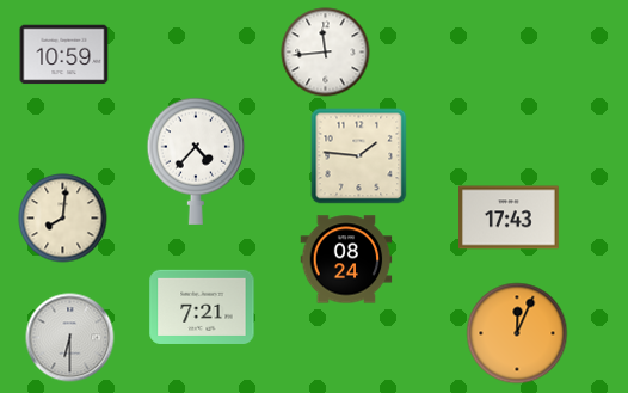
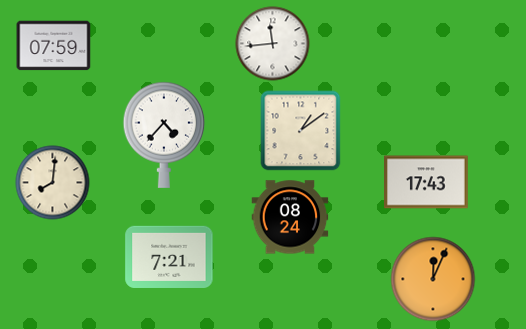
clock at (64, 55): 10:59 -> 07:59
clock at (359, 156): 1:46 -> 1:09
clock at (70, 338): 6:30 -> none
